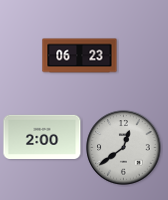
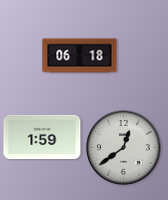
clock at (80, 56): 06:23 -> 06:18
clock at (42, 136): 2:00 -> 1:59
